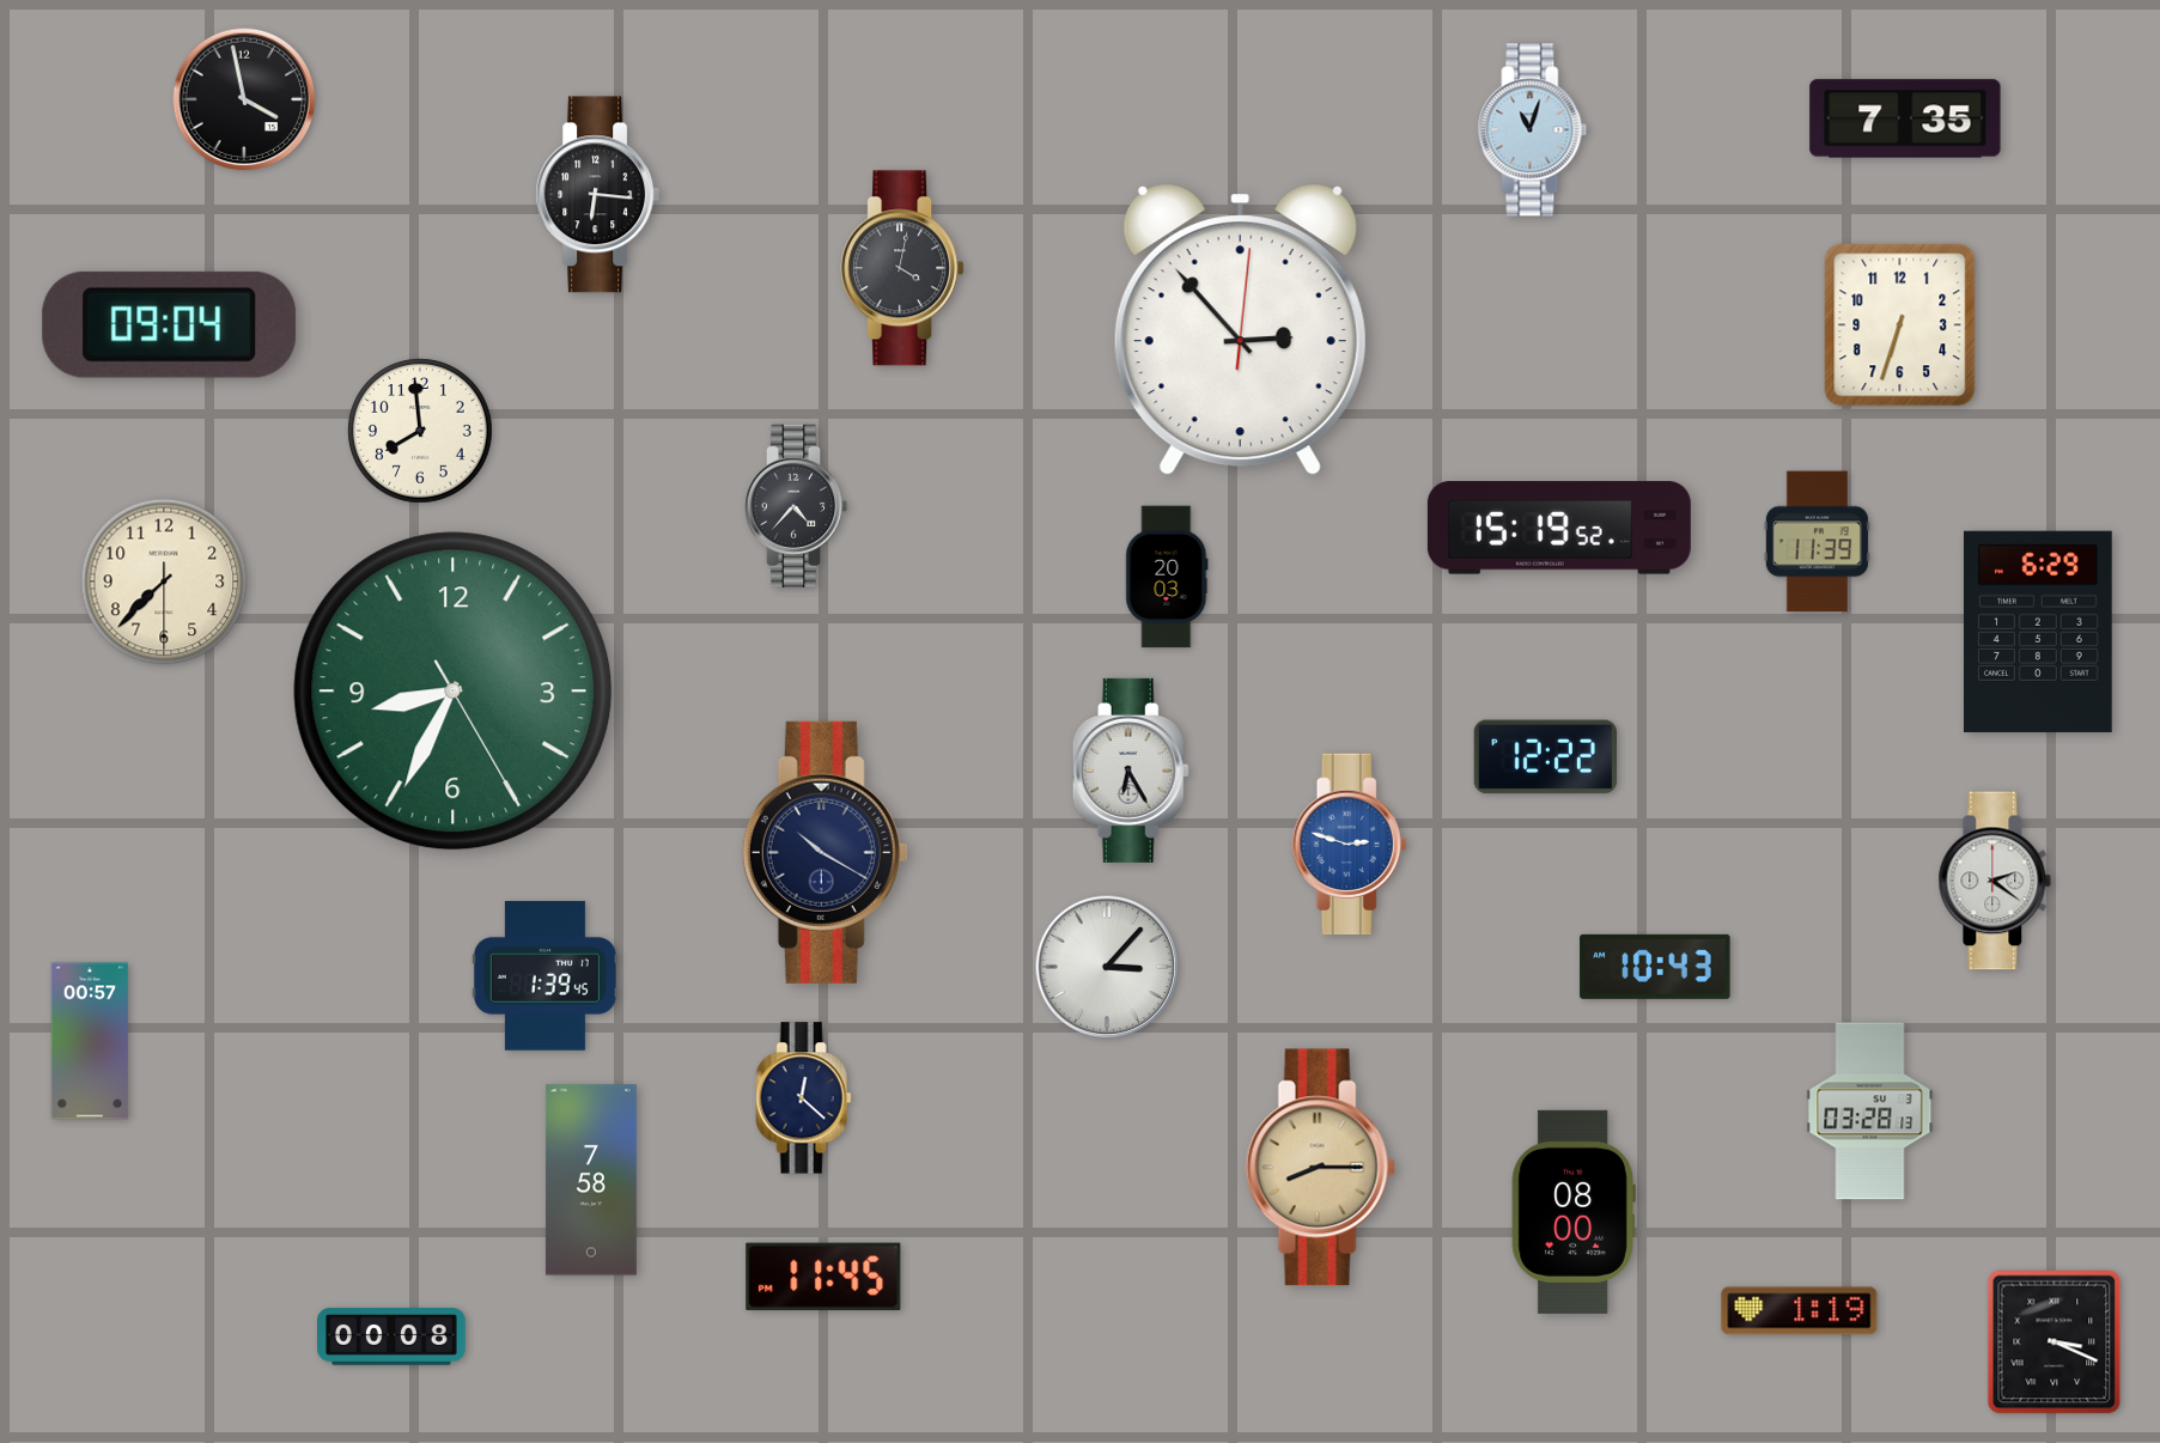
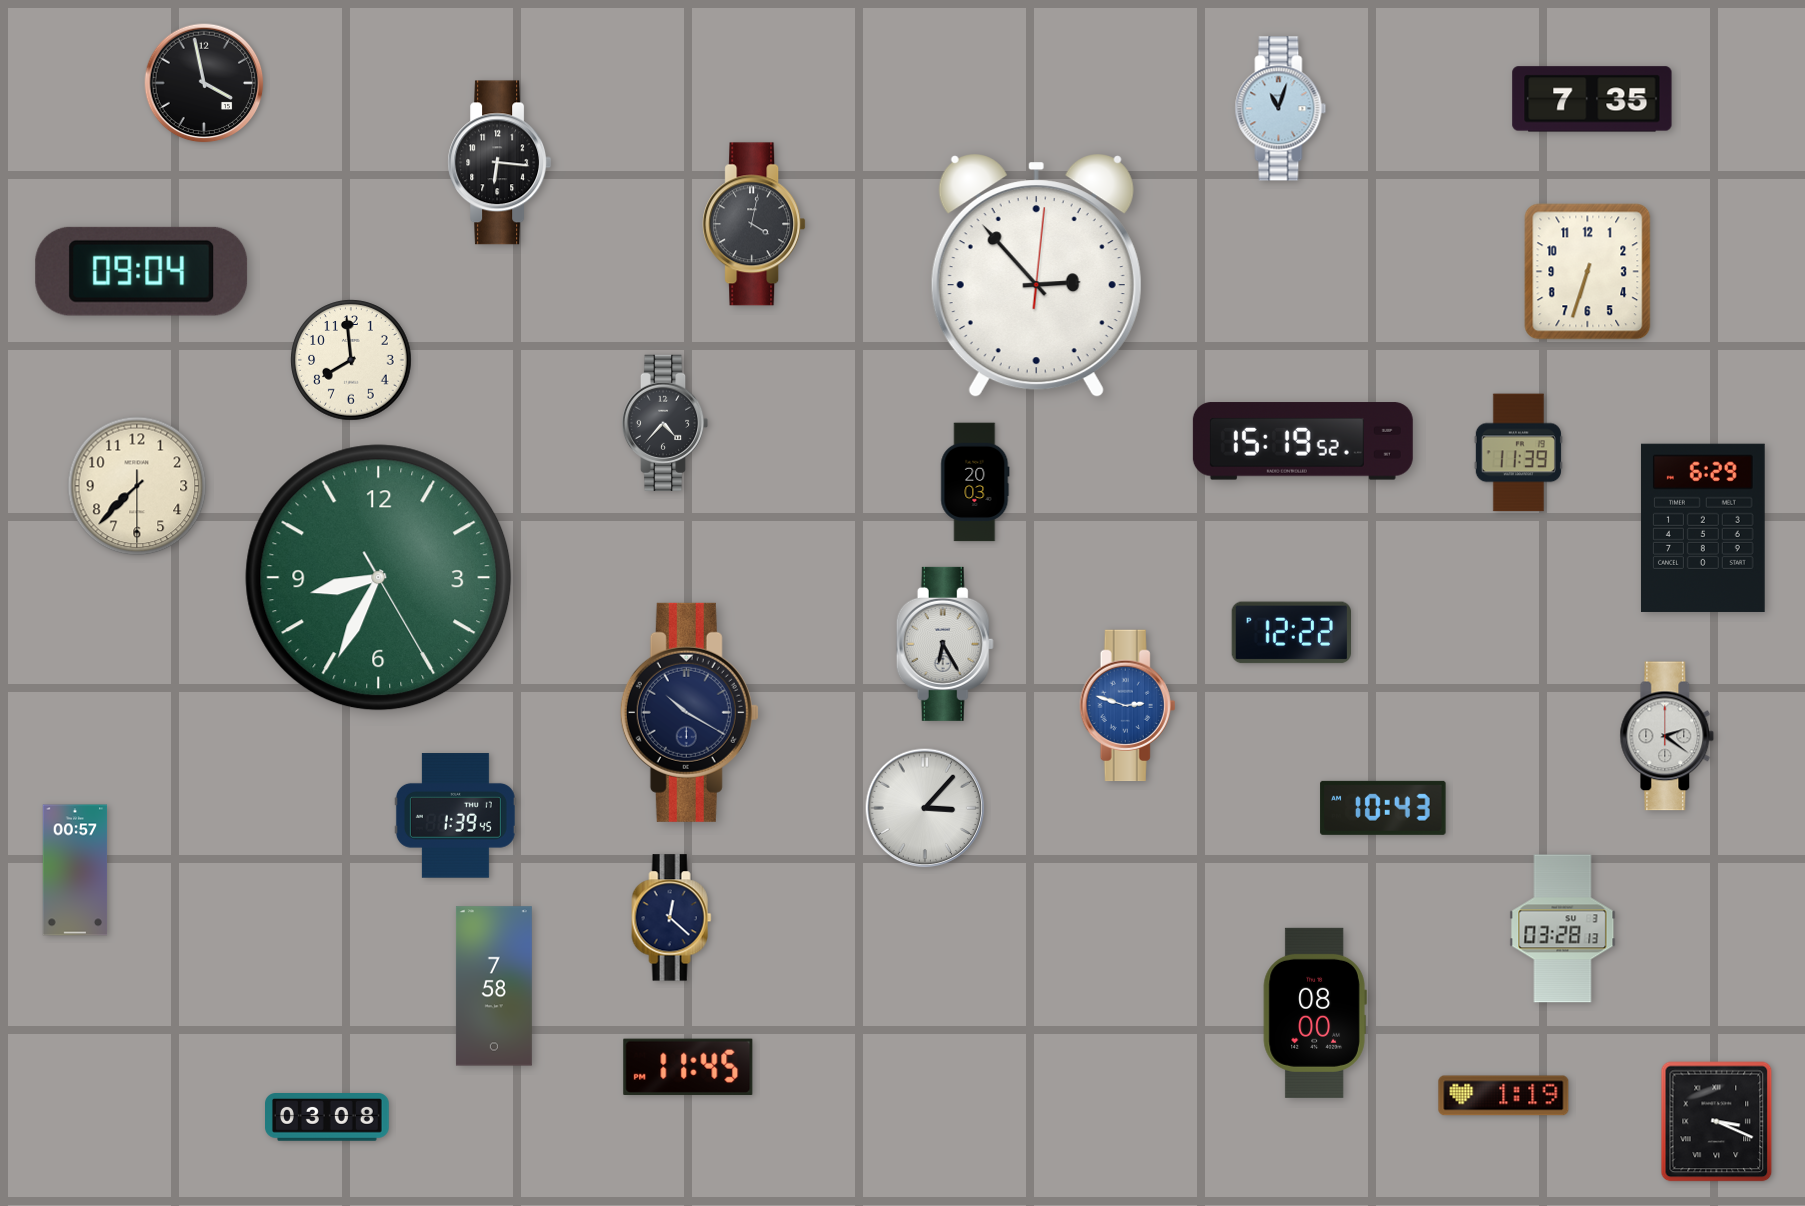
clock at (1320, 1168): 8:15 -> none
clock at (393, 1338): 00:08 -> 03:08
